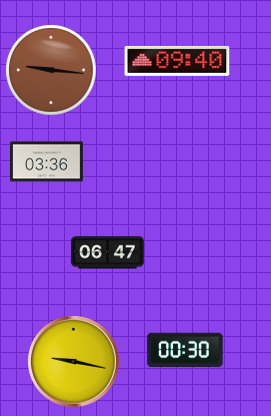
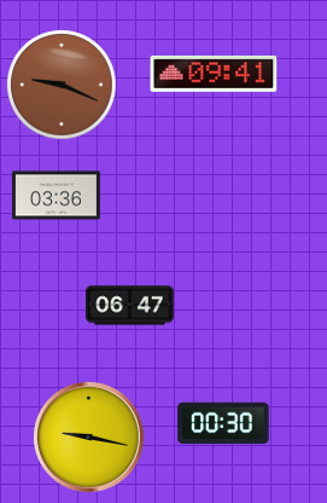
clock at (177, 61): 09:40 -> 09:41
clock at (51, 70): 9:16 -> 9:19
